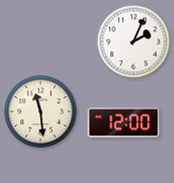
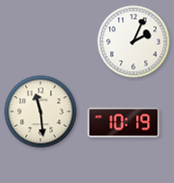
clock at (124, 123): 12:00 -> 10:19
